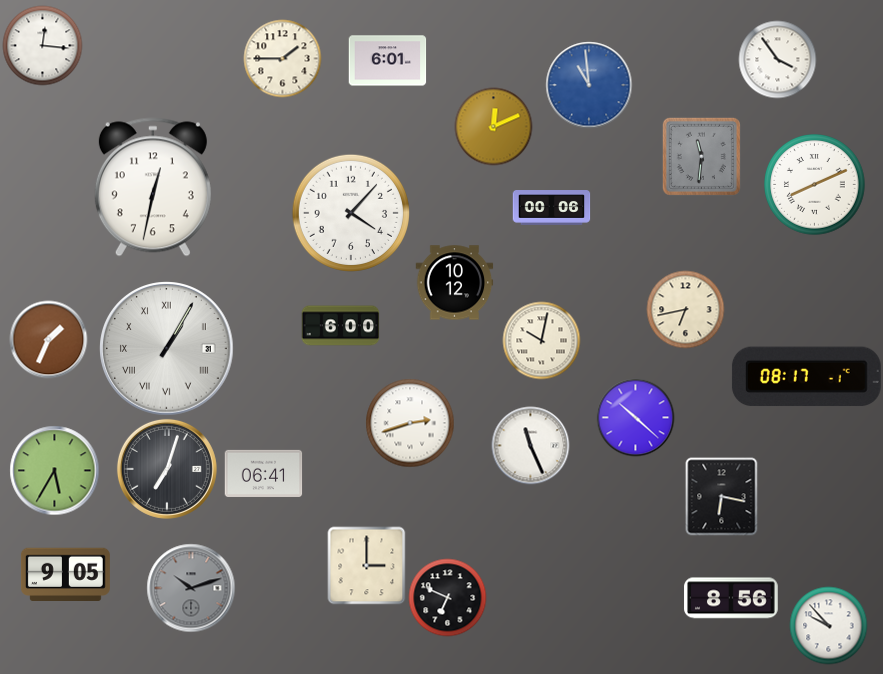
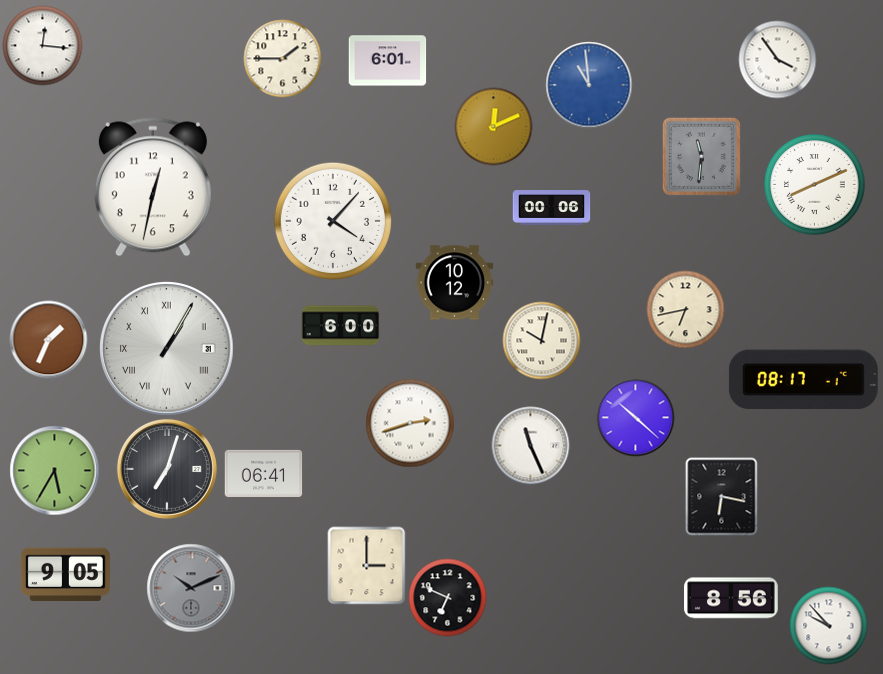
clock at (351, 213) position: (351, 213) -> (333, 221)
clock at (806, 377) position: (806, 377) -> (803, 380)
clock at (191, 588): 10:12 -> 10:11
